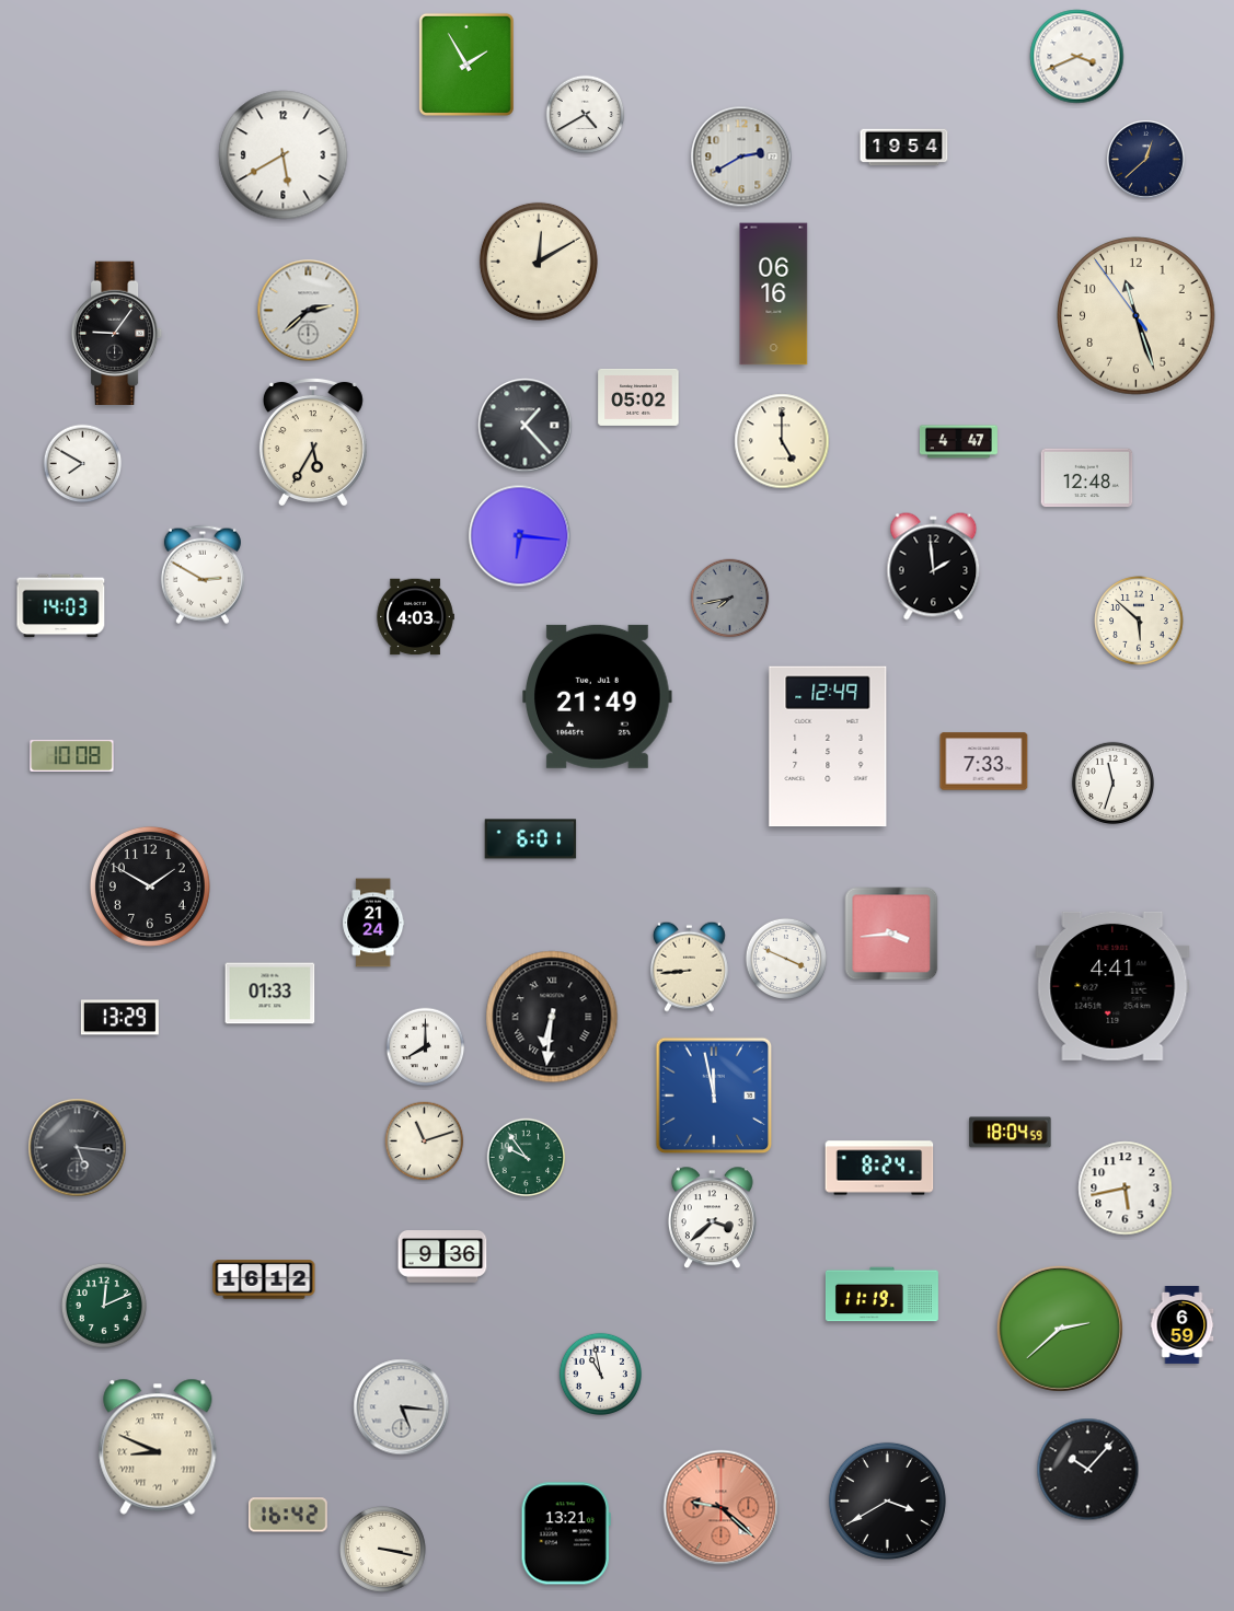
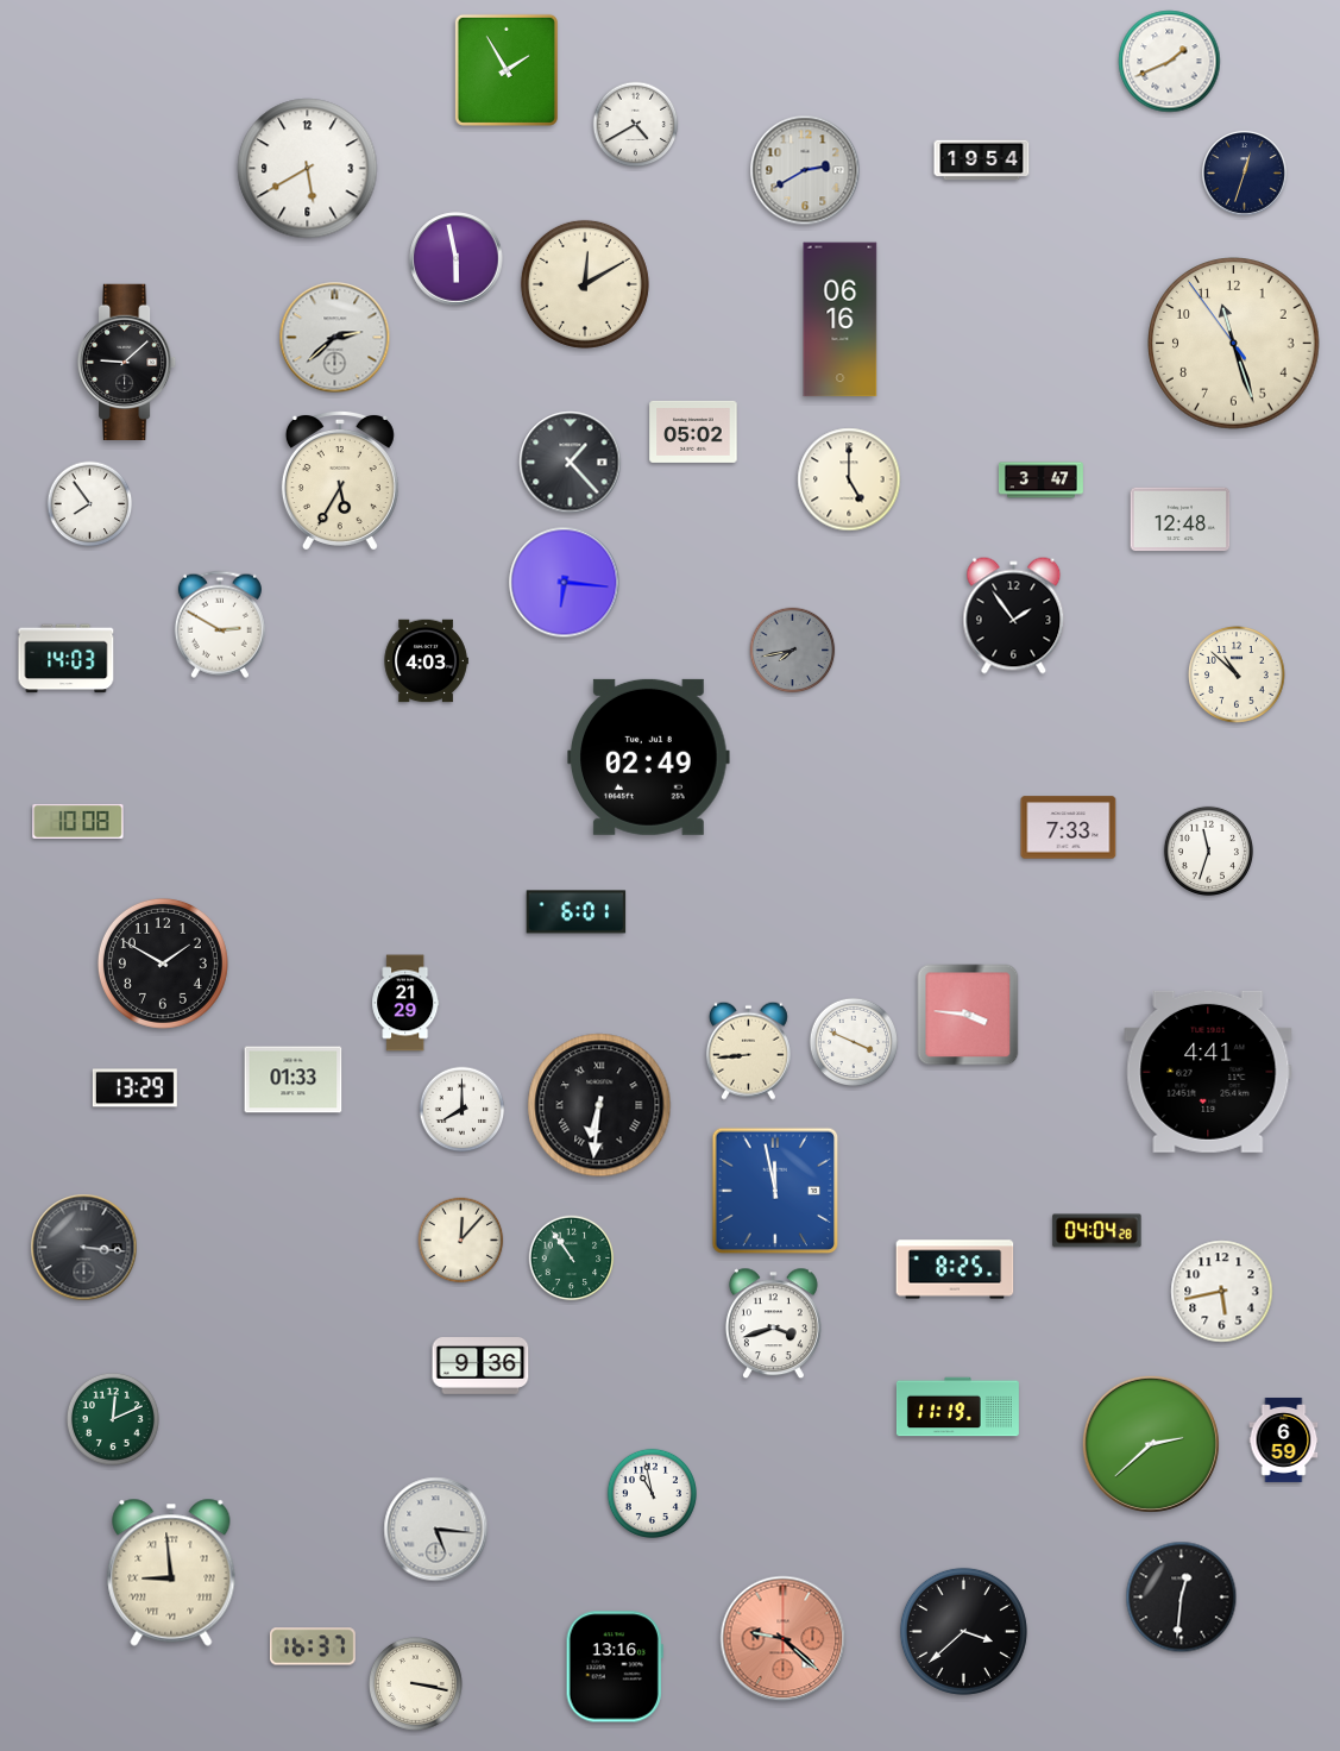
clock at (1077, 57): 3:41 -> 1:41
clock at (1145, 159): 12:38 -> 12:33
clock at (457, 259): none -> 5:58
clock at (118, 333): 9:06 -> 9:08
clock at (958, 442): 4:47 -> 3:47
clock at (83, 464): 7:50 -> 7:54
clock at (934, 567): 1:59 -> 1:54
clock at (415, 617) position: (415, 617) -> (426, 661)
clock at (1139, 621): 5:52 -> 10:52
clock at (598, 696): 21:49 -> 02:49
clock at (828, 746): 12:49 -> none
clock at (373, 923): 21:24 -> 21:29
clock at (891, 934): 3:44 -> 3:46
clock at (119, 1018) position: (119, 1018) -> (134, 1088)
clock at (426, 1047) position: (426, 1047) -> (463, 1110)
clock at (1011, 1133): 18:04 -> 04:04
clock at (425, 1141): 11:12 -> 12:07
clock at (78, 1148): 5:16 -> 3:16
clock at (527, 1158): 9:54 -> 10:54
clock at (879, 1168): 8:24 -> 8:25
clock at (712, 1218): 3:38 -> 3:42
clock at (264, 1279): 16:12 -> none
clock at (158, 1447): 8:49 -> 8:59
clock at (1088, 1470): 10:07 -> 12:31
clock at (887, 1500): 3:40 -> 3:38
clock at (288, 1515): 16:42 -> 16:37
clock at (566, 1533): 13:21 -> 13:16
